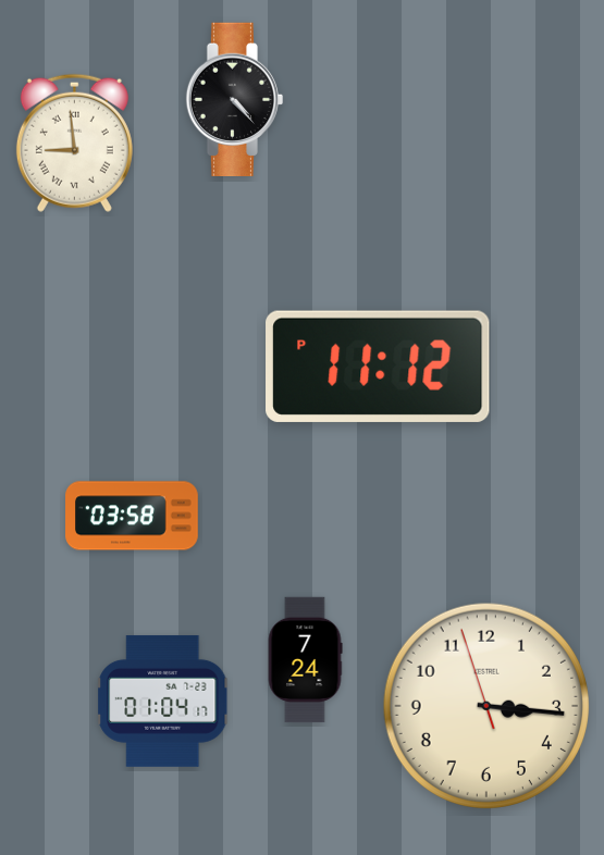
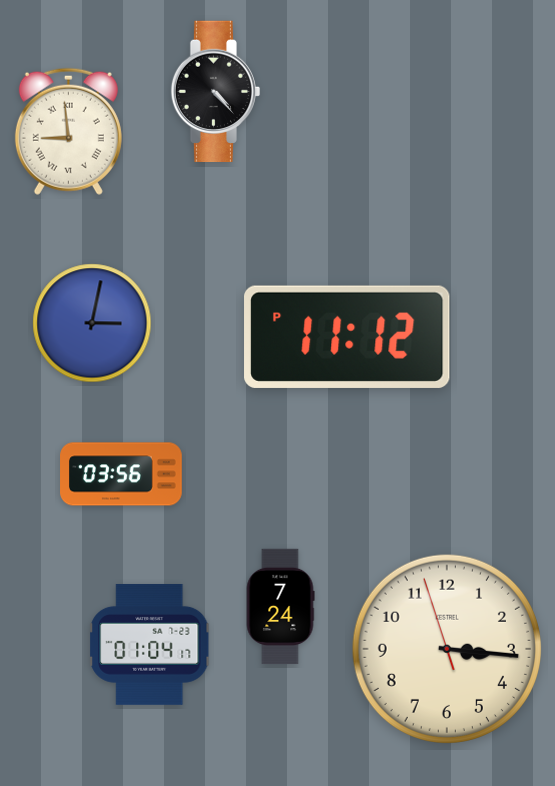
clock at (92, 323): none -> 3:02
clock at (132, 516): 03:58 -> 03:56
